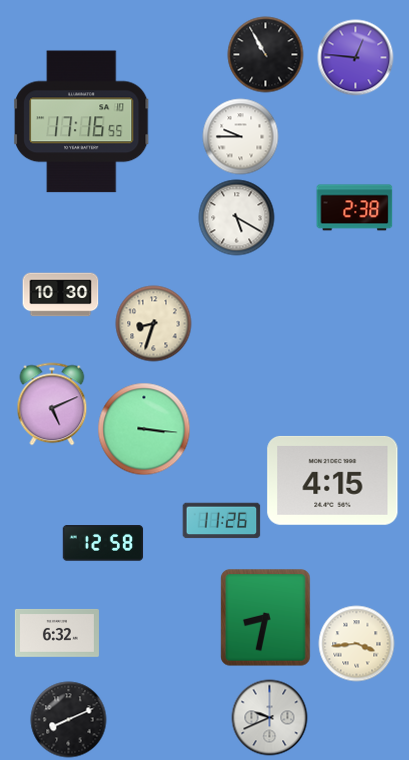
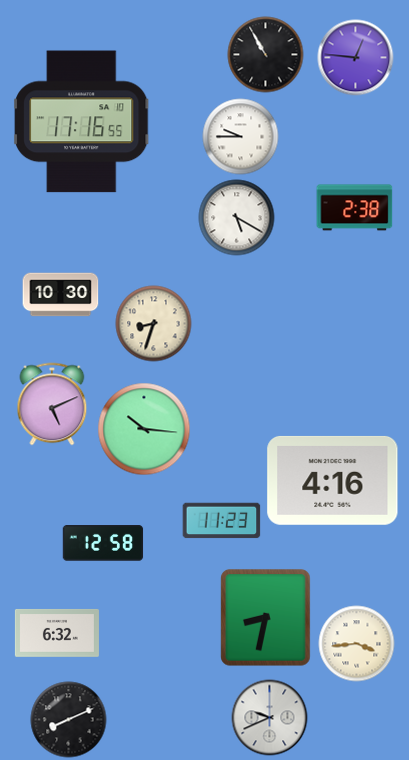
clock at (144, 429): 3:16 -> 10:16
clock at (333, 480): 4:15 -> 4:16
clock at (222, 521): 11:26 -> 11:23
